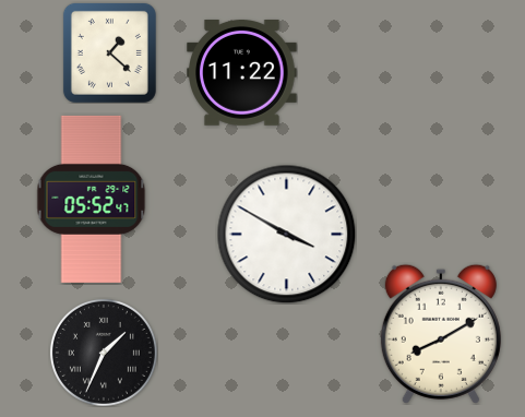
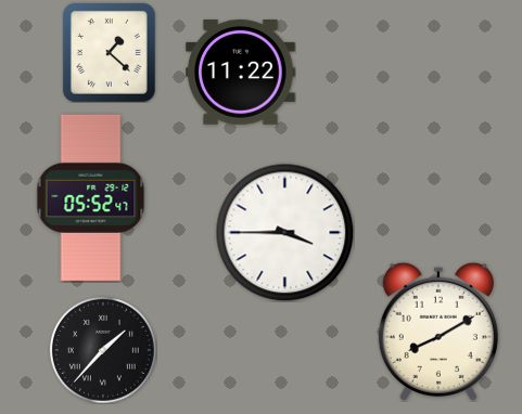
clock at (286, 234): 3:50 -> 3:45
clock at (104, 353): 1:34 -> 1:37
